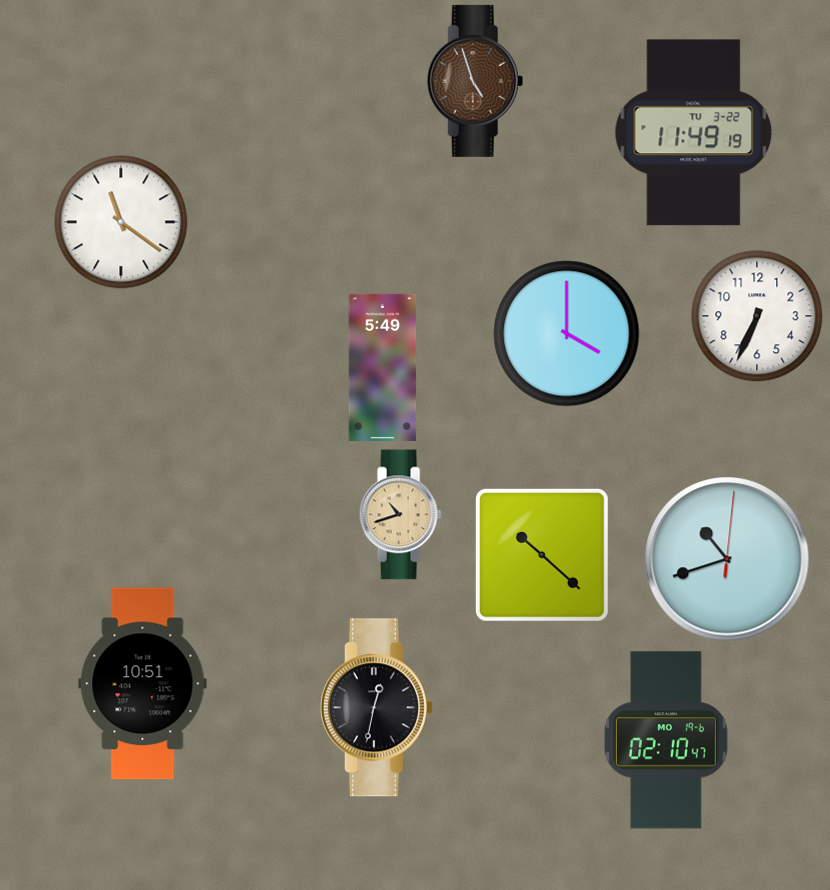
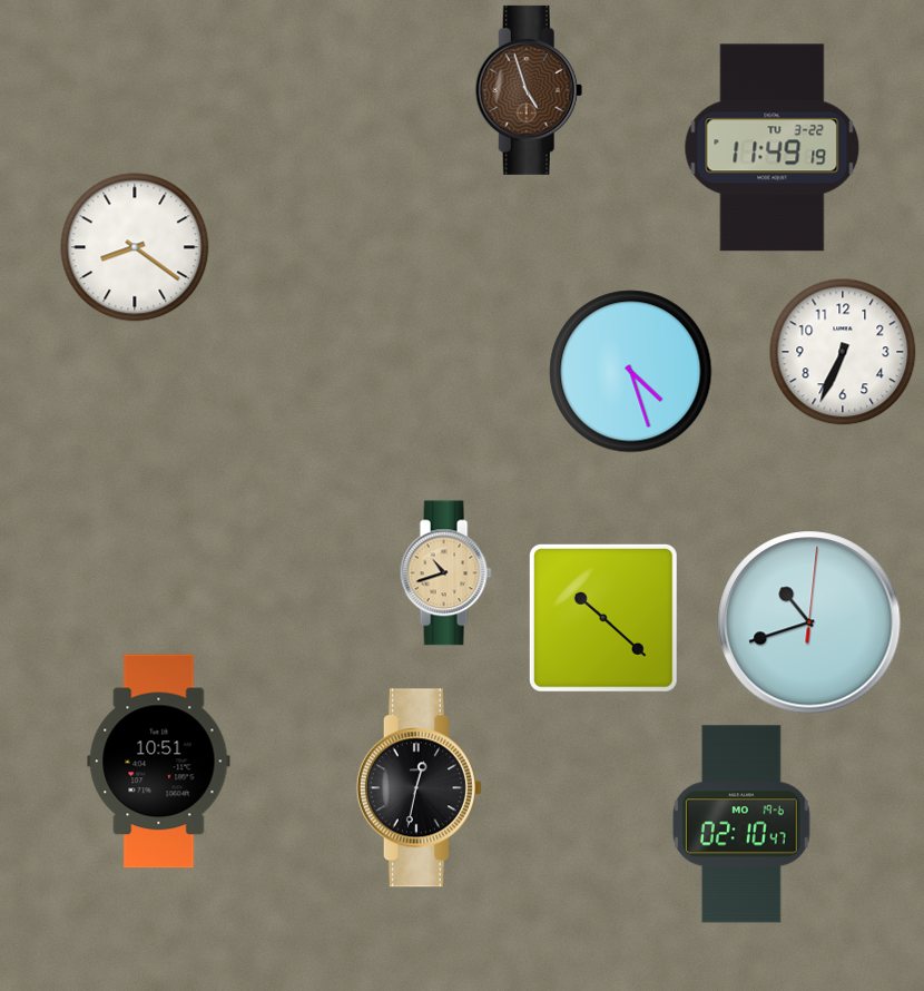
clock at (121, 222): 11:21 -> 8:21
clock at (567, 334): 4:00 -> 4:27
clock at (383, 367): 5:49 -> none
